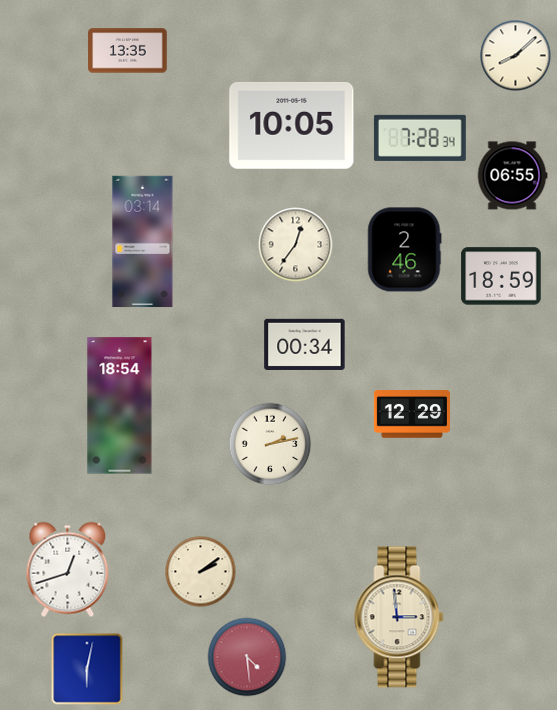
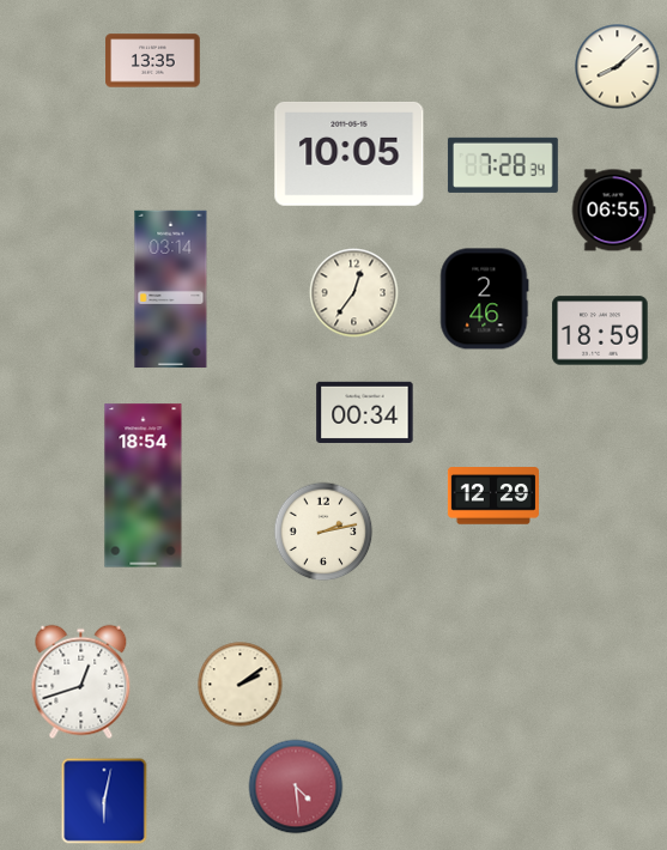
clock at (292, 125) position: (292, 125) -> (350, 153)
clock at (399, 617): 2:59 -> none
